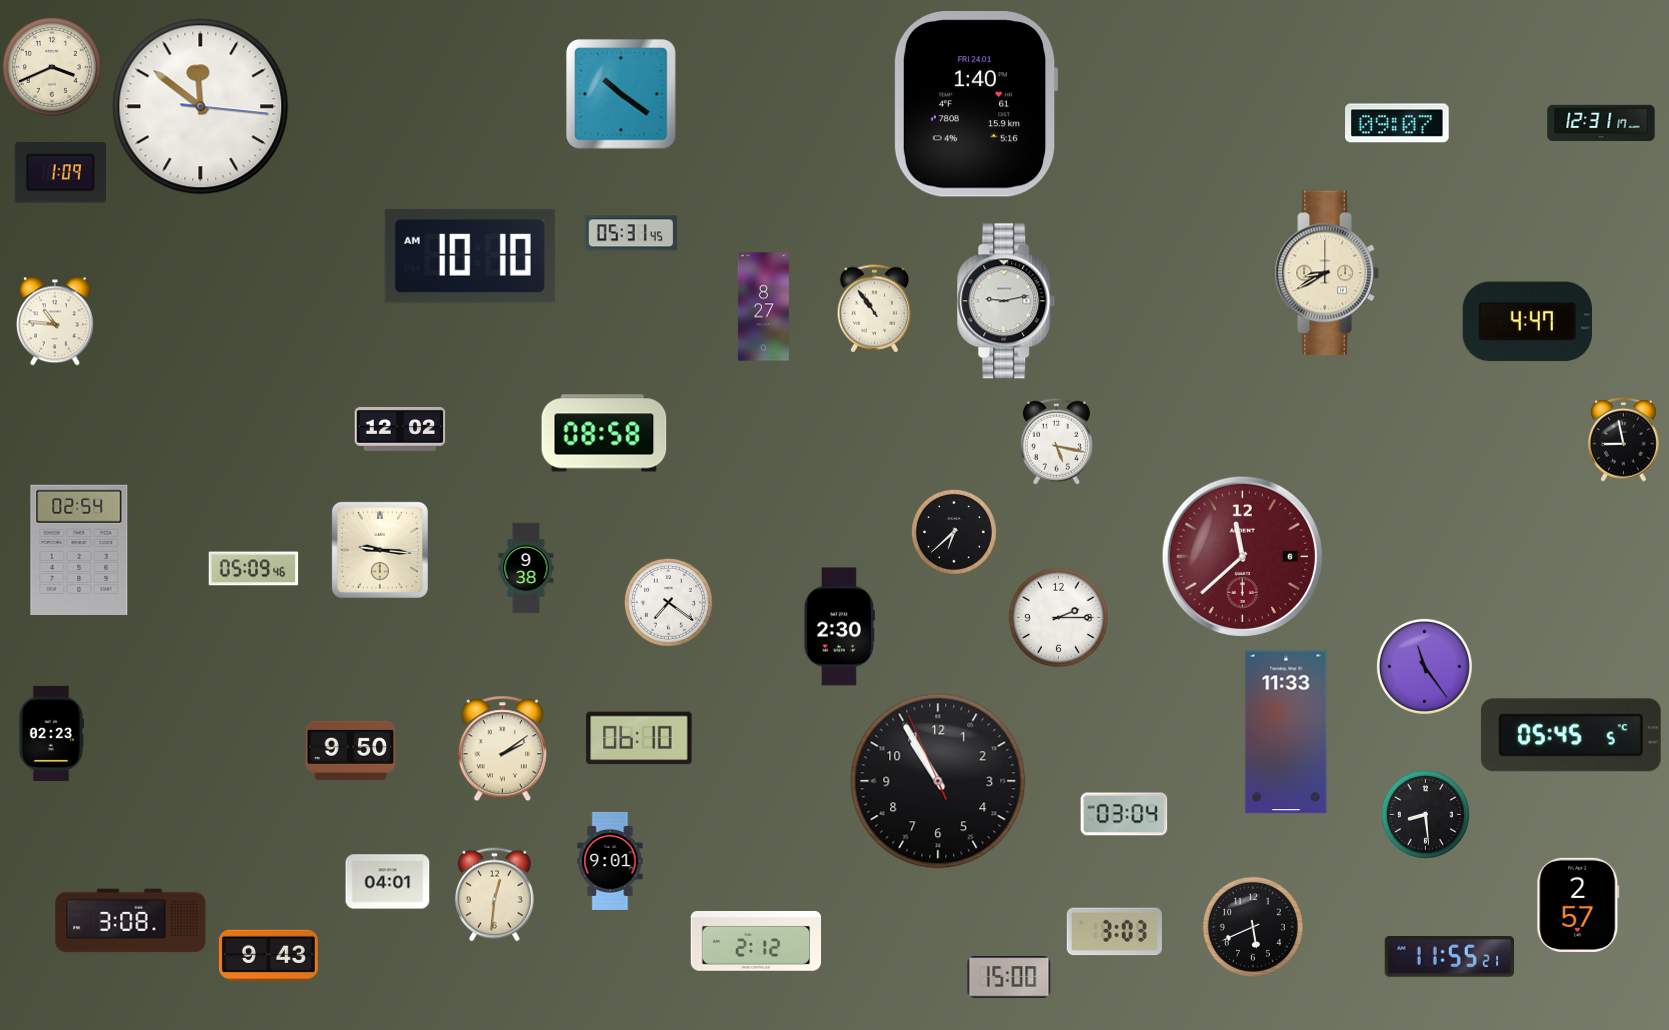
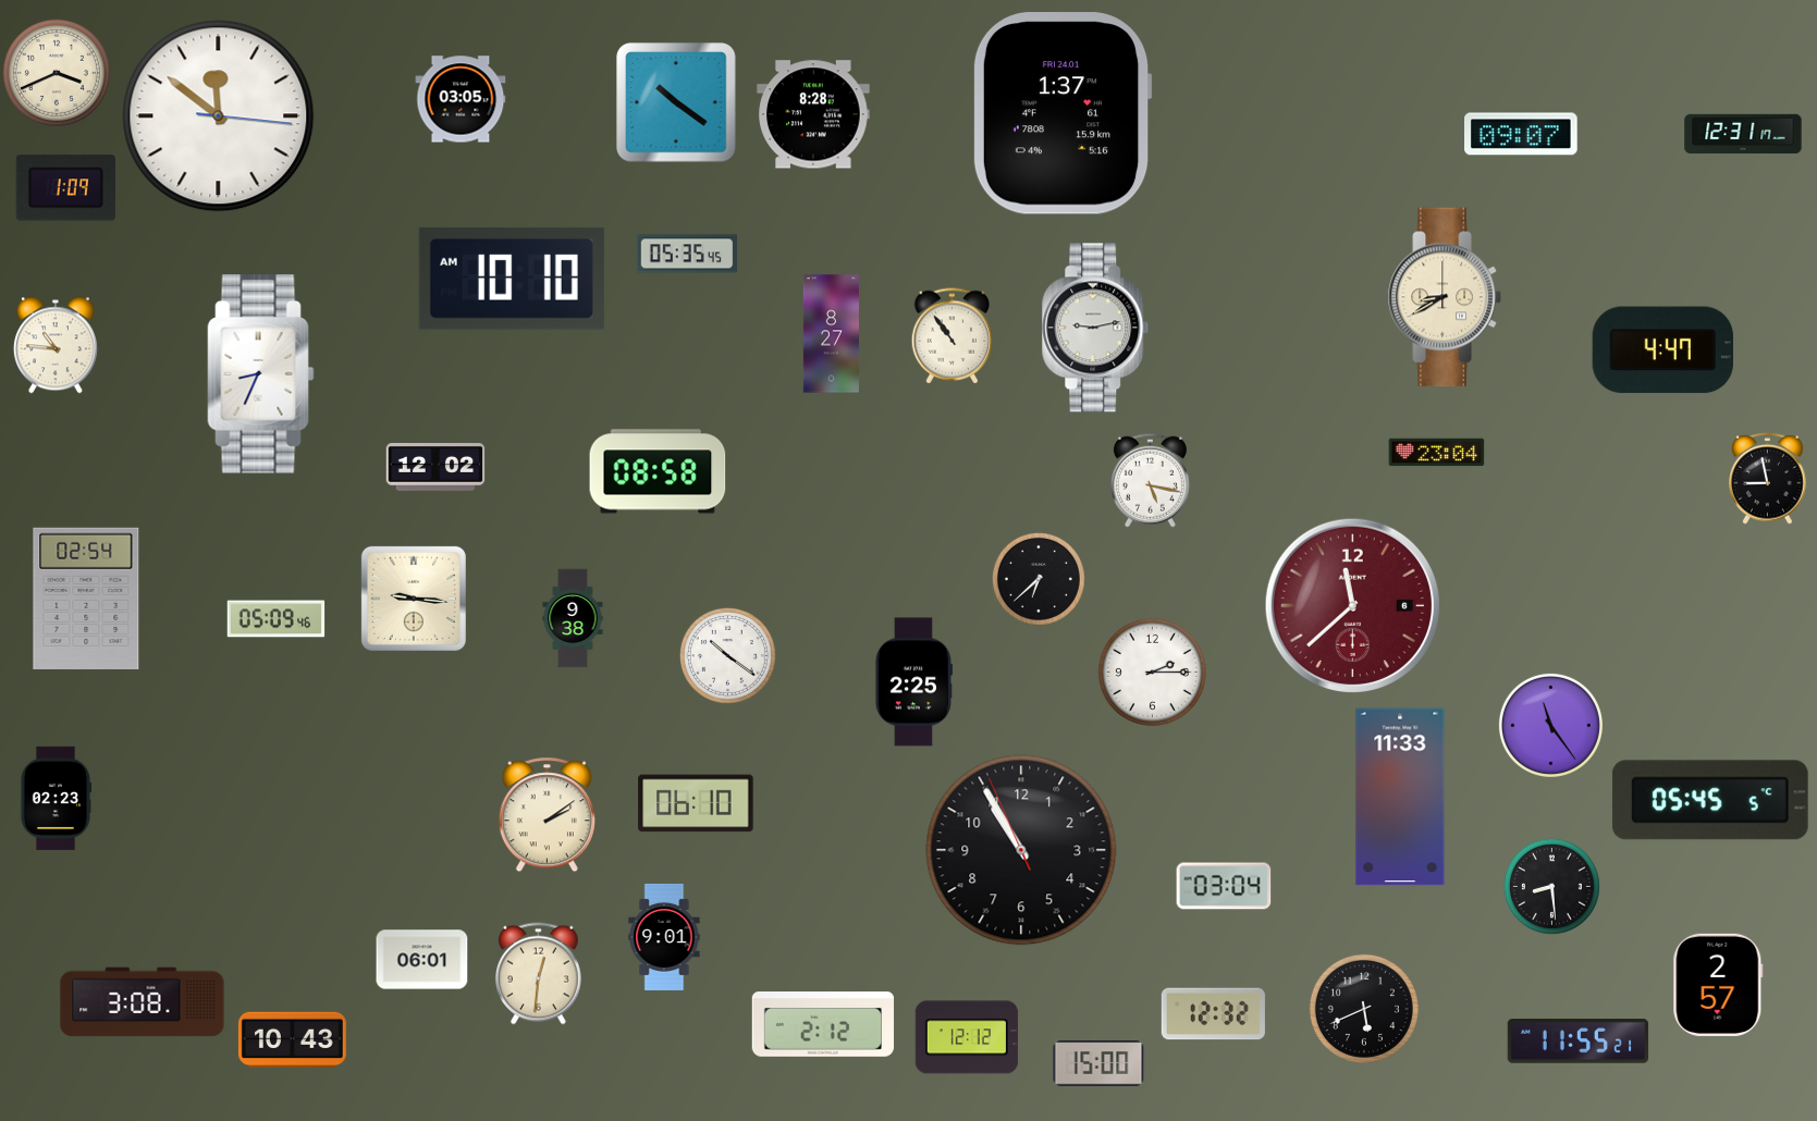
clock at (461, 99): none -> 03:05
clock at (976, 104): 1:40 -> 1:37
clock at (813, 114): none -> 8:28
clock at (630, 233): 05:31 -> 05:35
clock at (55, 321) position: (55, 321) -> (56, 345)
clock at (261, 374): none -> 8:34
clock at (1437, 453): none -> 23:04
clock at (668, 602): 7:21 -> 10:21
clock at (839, 627): 2:30 -> 2:25
clock at (351, 750): 9:50 -> none
clock at (388, 882): 04:01 -> 06:01
clock at (1114, 932): 3:03 -> 12:32
clock at (967, 1037): none -> 12:12
clock at (268, 956): 9:43 -> 10:43
